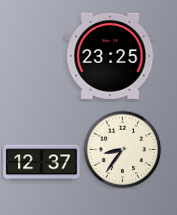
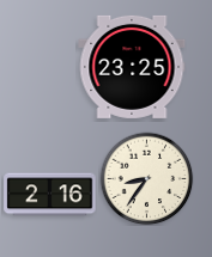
clock at (42, 163): 12:37 -> 2:16
